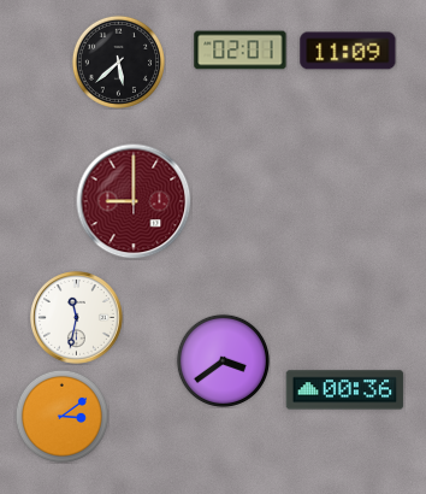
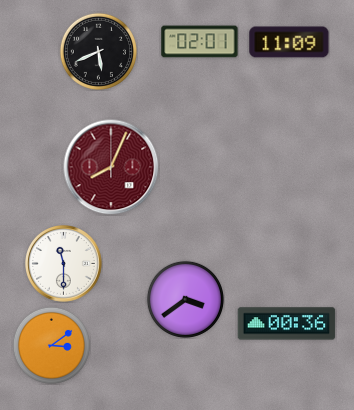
clock at (118, 61): 5:38 -> 5:41
clock at (134, 201): 9:00 -> 8:04
clock at (77, 318): 11:32 -> 11:30
